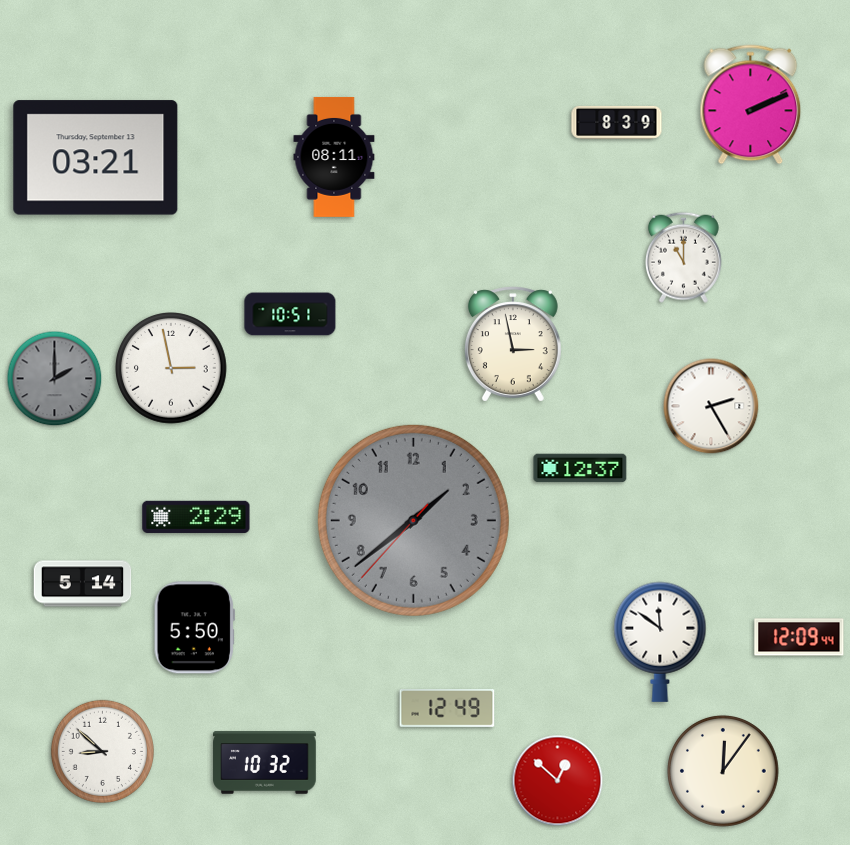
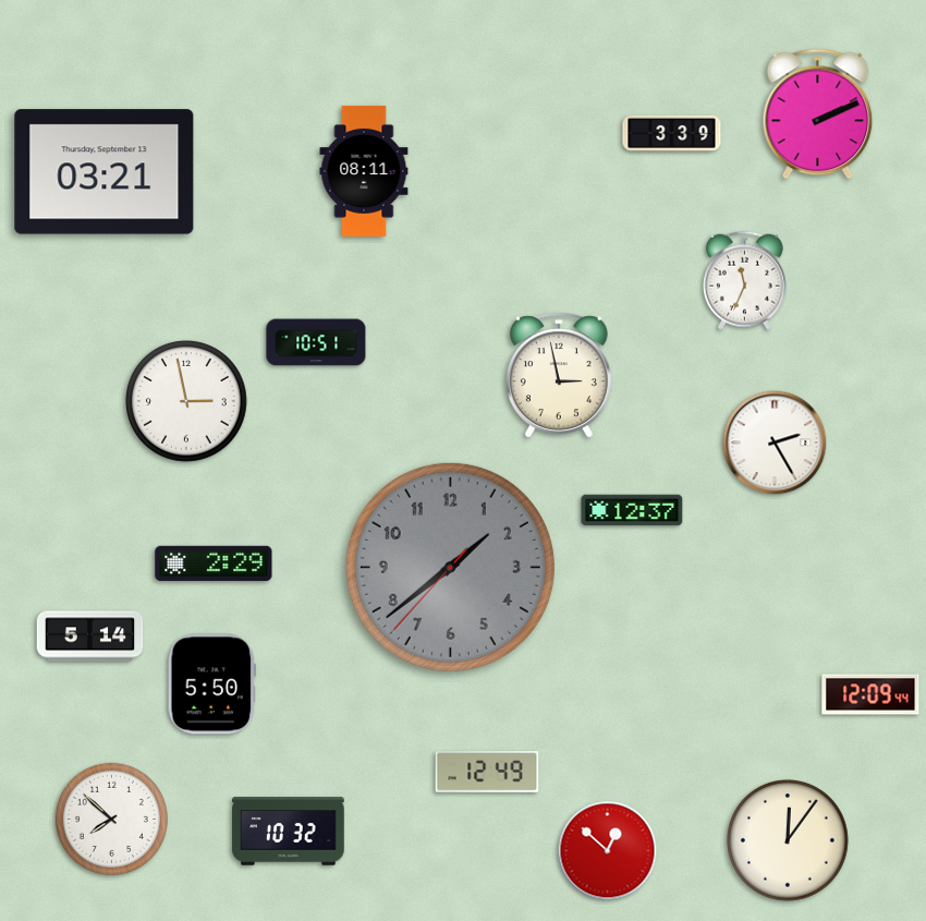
clock at (617, 122): 8:39 -> 3:39
clock at (683, 257): 11:00 -> 11:34
clock at (55, 379): 2:00 -> none
clock at (660, 642): 11:51 -> none
clock at (102, 751): 8:52 -> 7:52
